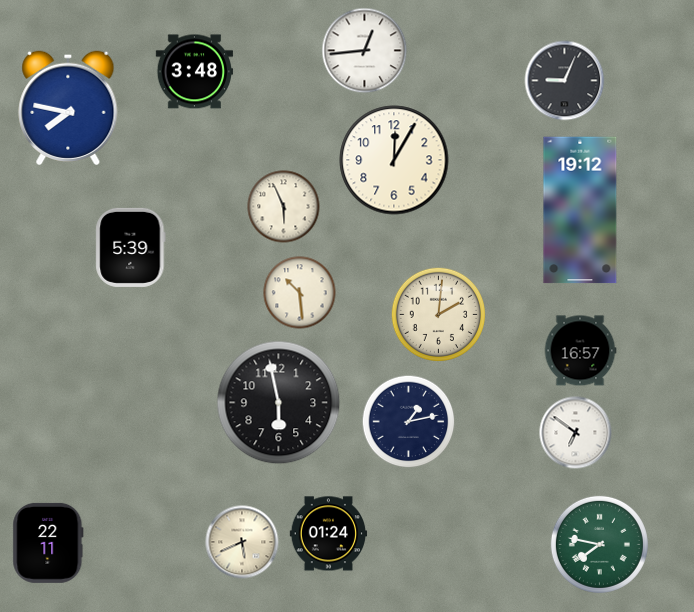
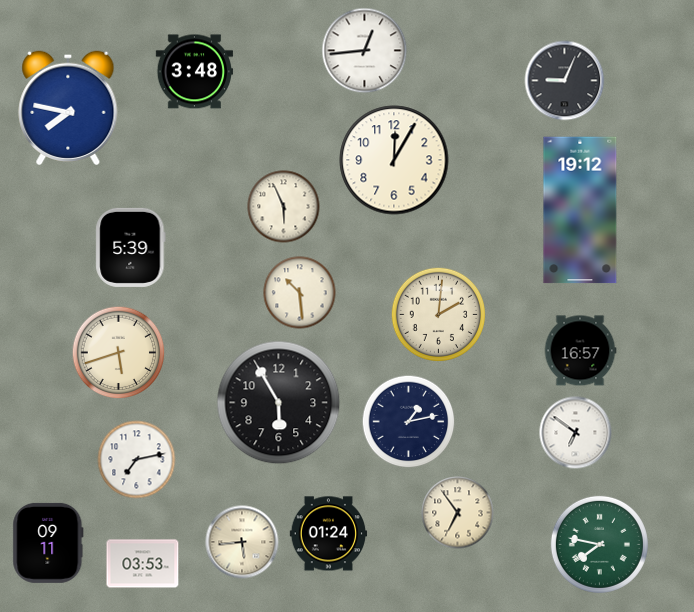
clock at (119, 353): none -> 5:42
clock at (279, 403): 5:58 -> 5:55
clock at (137, 460): none -> 7:13
clock at (458, 513): none -> 6:54
clock at (242, 542): 5:41 -> 5:44
clock at (48, 543): 22:11 -> 09:11
clock at (143, 564): none -> 03:53
